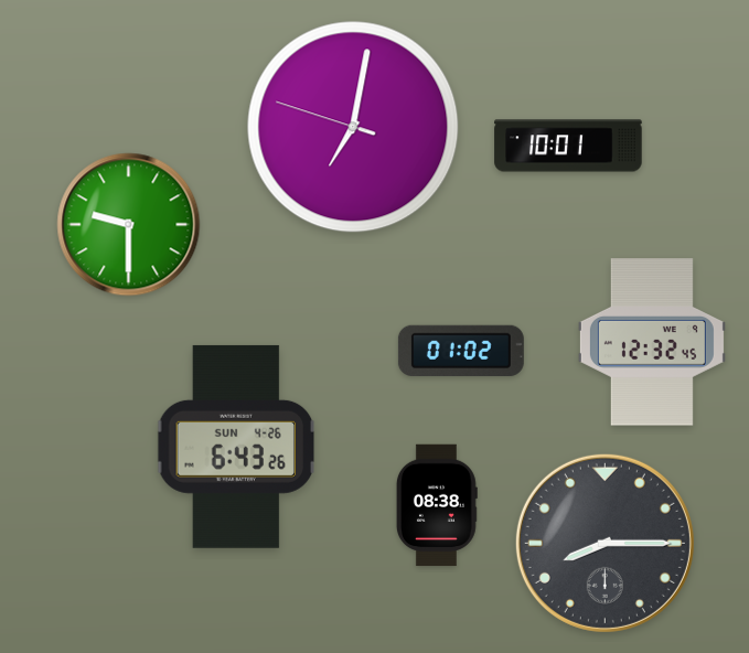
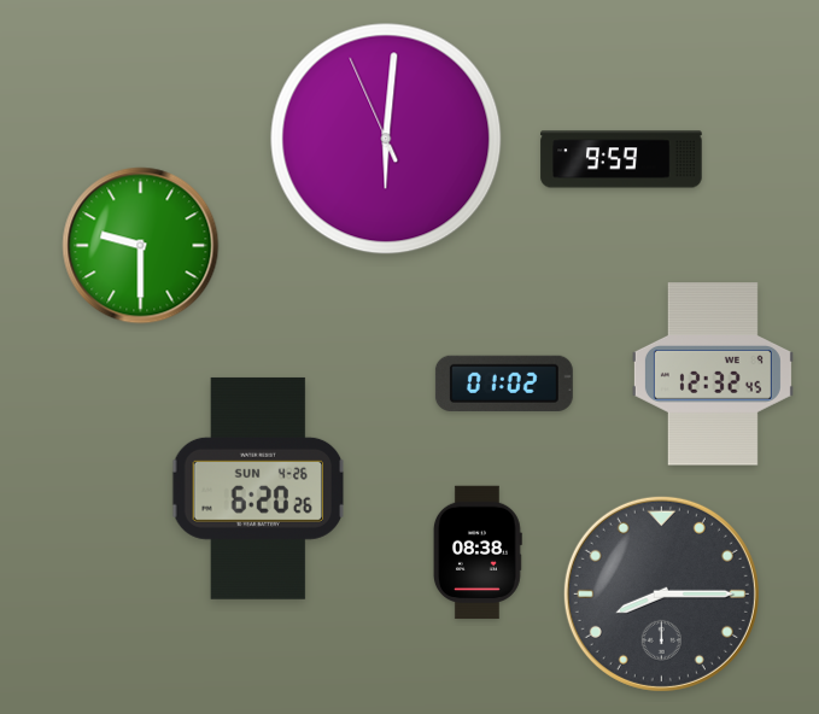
clock at (353, 127): 7:01 -> 6:00
clock at (568, 146): 10:01 -> 9:59
clock at (236, 447): 6:43 -> 6:20
